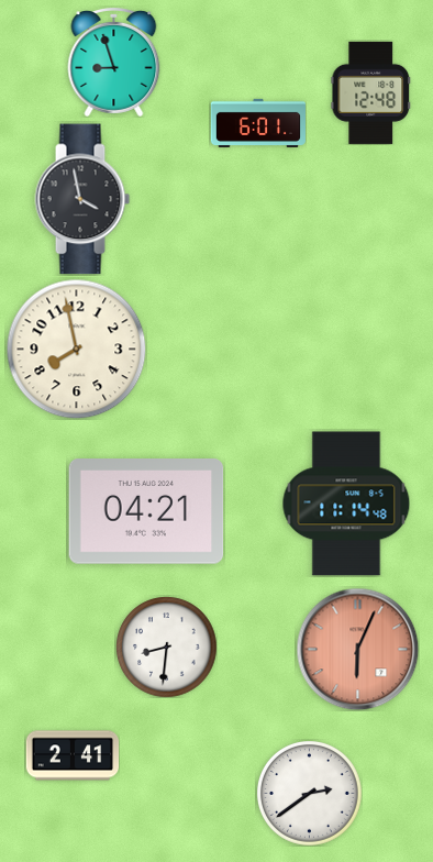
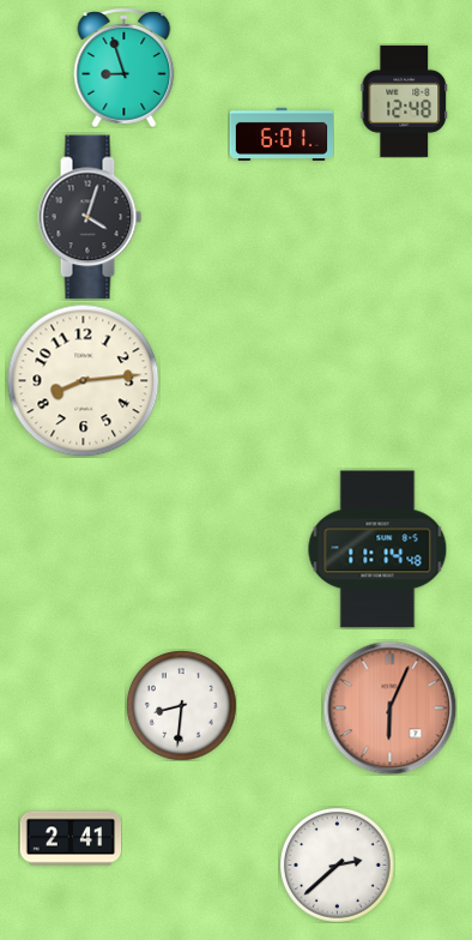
clock at (82, 199): 3:58 -> 4:03
clock at (76, 349): 7:58 -> 8:14
clock at (146, 511): 04:21 -> none
clock at (73, 755) position: (73, 755) -> (71, 838)
clock at (310, 794): 2:39 -> 2:38
